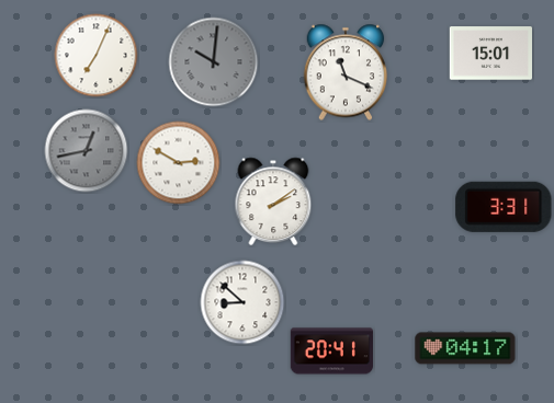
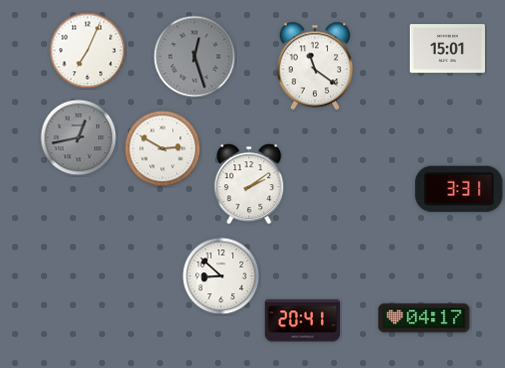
clock at (214, 62): 10:01 -> 12:27
clock at (346, 72): 11:19 -> 11:21
